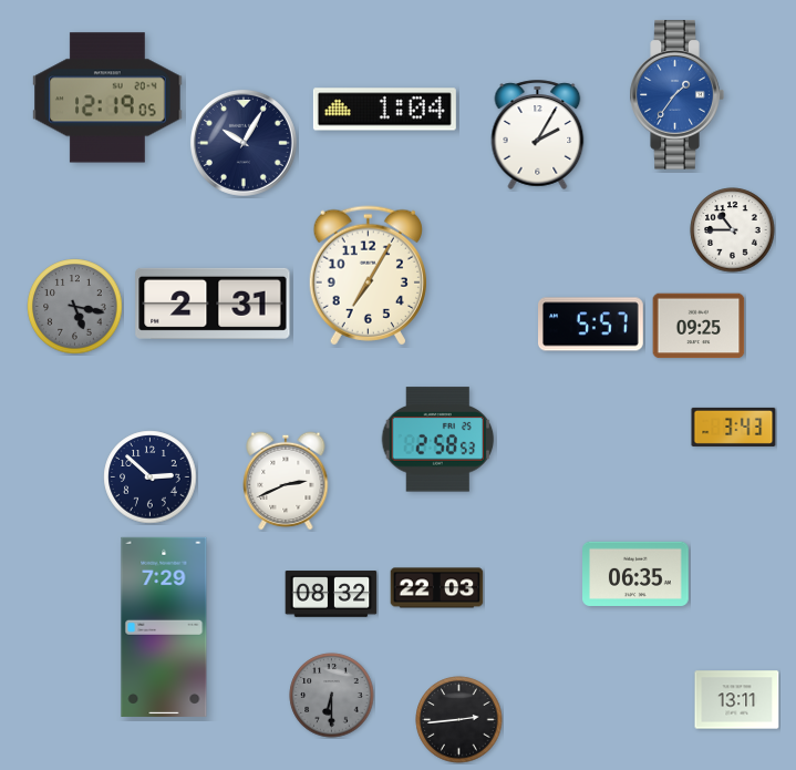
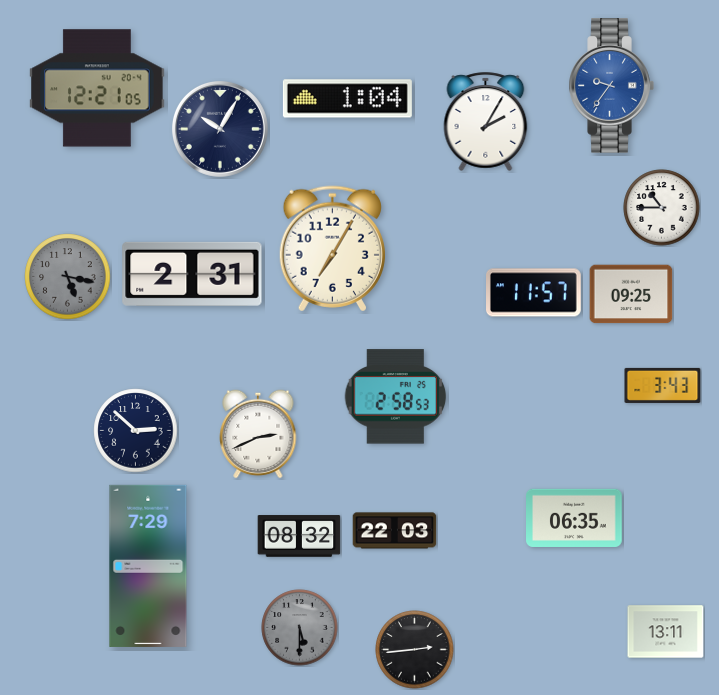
clock at (676, 95): 1:36 -> 9:36
clock at (107, 97): 12:19 -> 12:21
clock at (591, 325): 5:57 -> 11:57
clock at (332, 696): 6:30 -> 5:30
